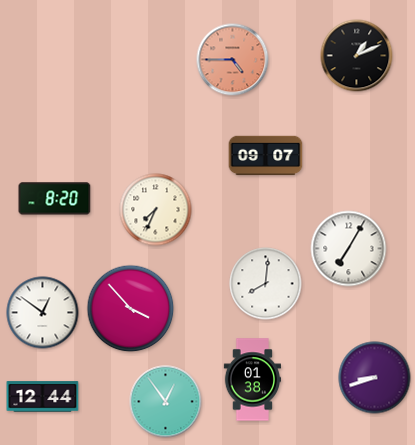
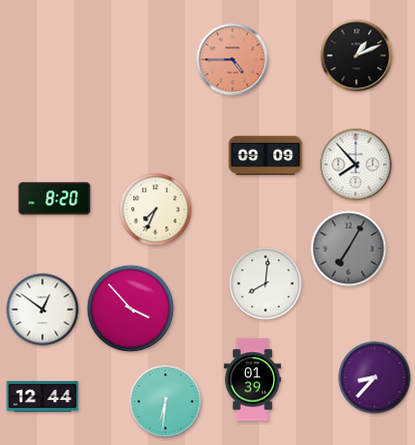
clock at (266, 156): 09:07 -> 09:09
clock at (356, 165): none -> 7:53
clock at (349, 249) dial: white -> grey
clock at (43, 313) position: (43, 313) -> (43, 310)
clock at (375, 378): 8:42 -> 8:37
clock at (253, 380): 01:38 -> 01:39
clock at (166, 402): 12:54 -> 6:31
